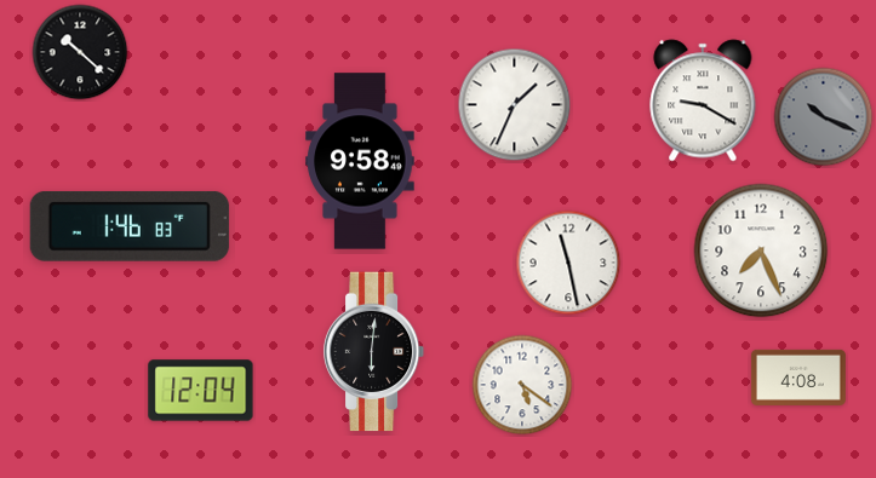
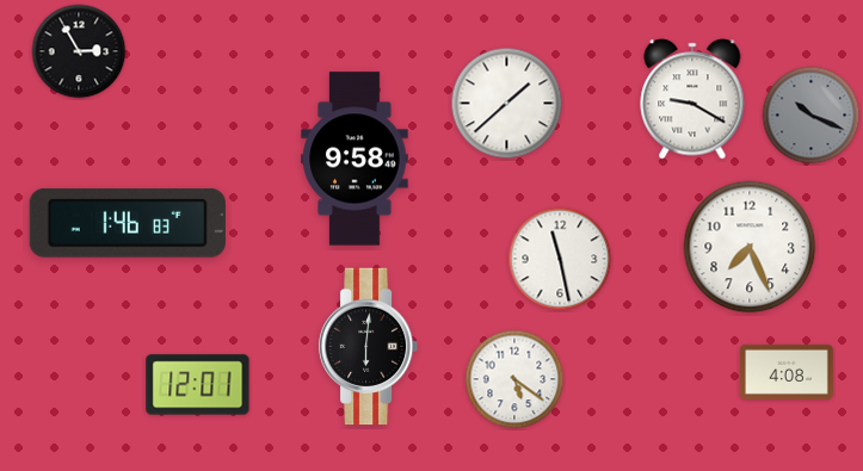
clock at (80, 52): 10:22 -> 2:55
clock at (515, 105): 1:34 -> 1:38
clock at (201, 391): 12:04 -> 12:01
